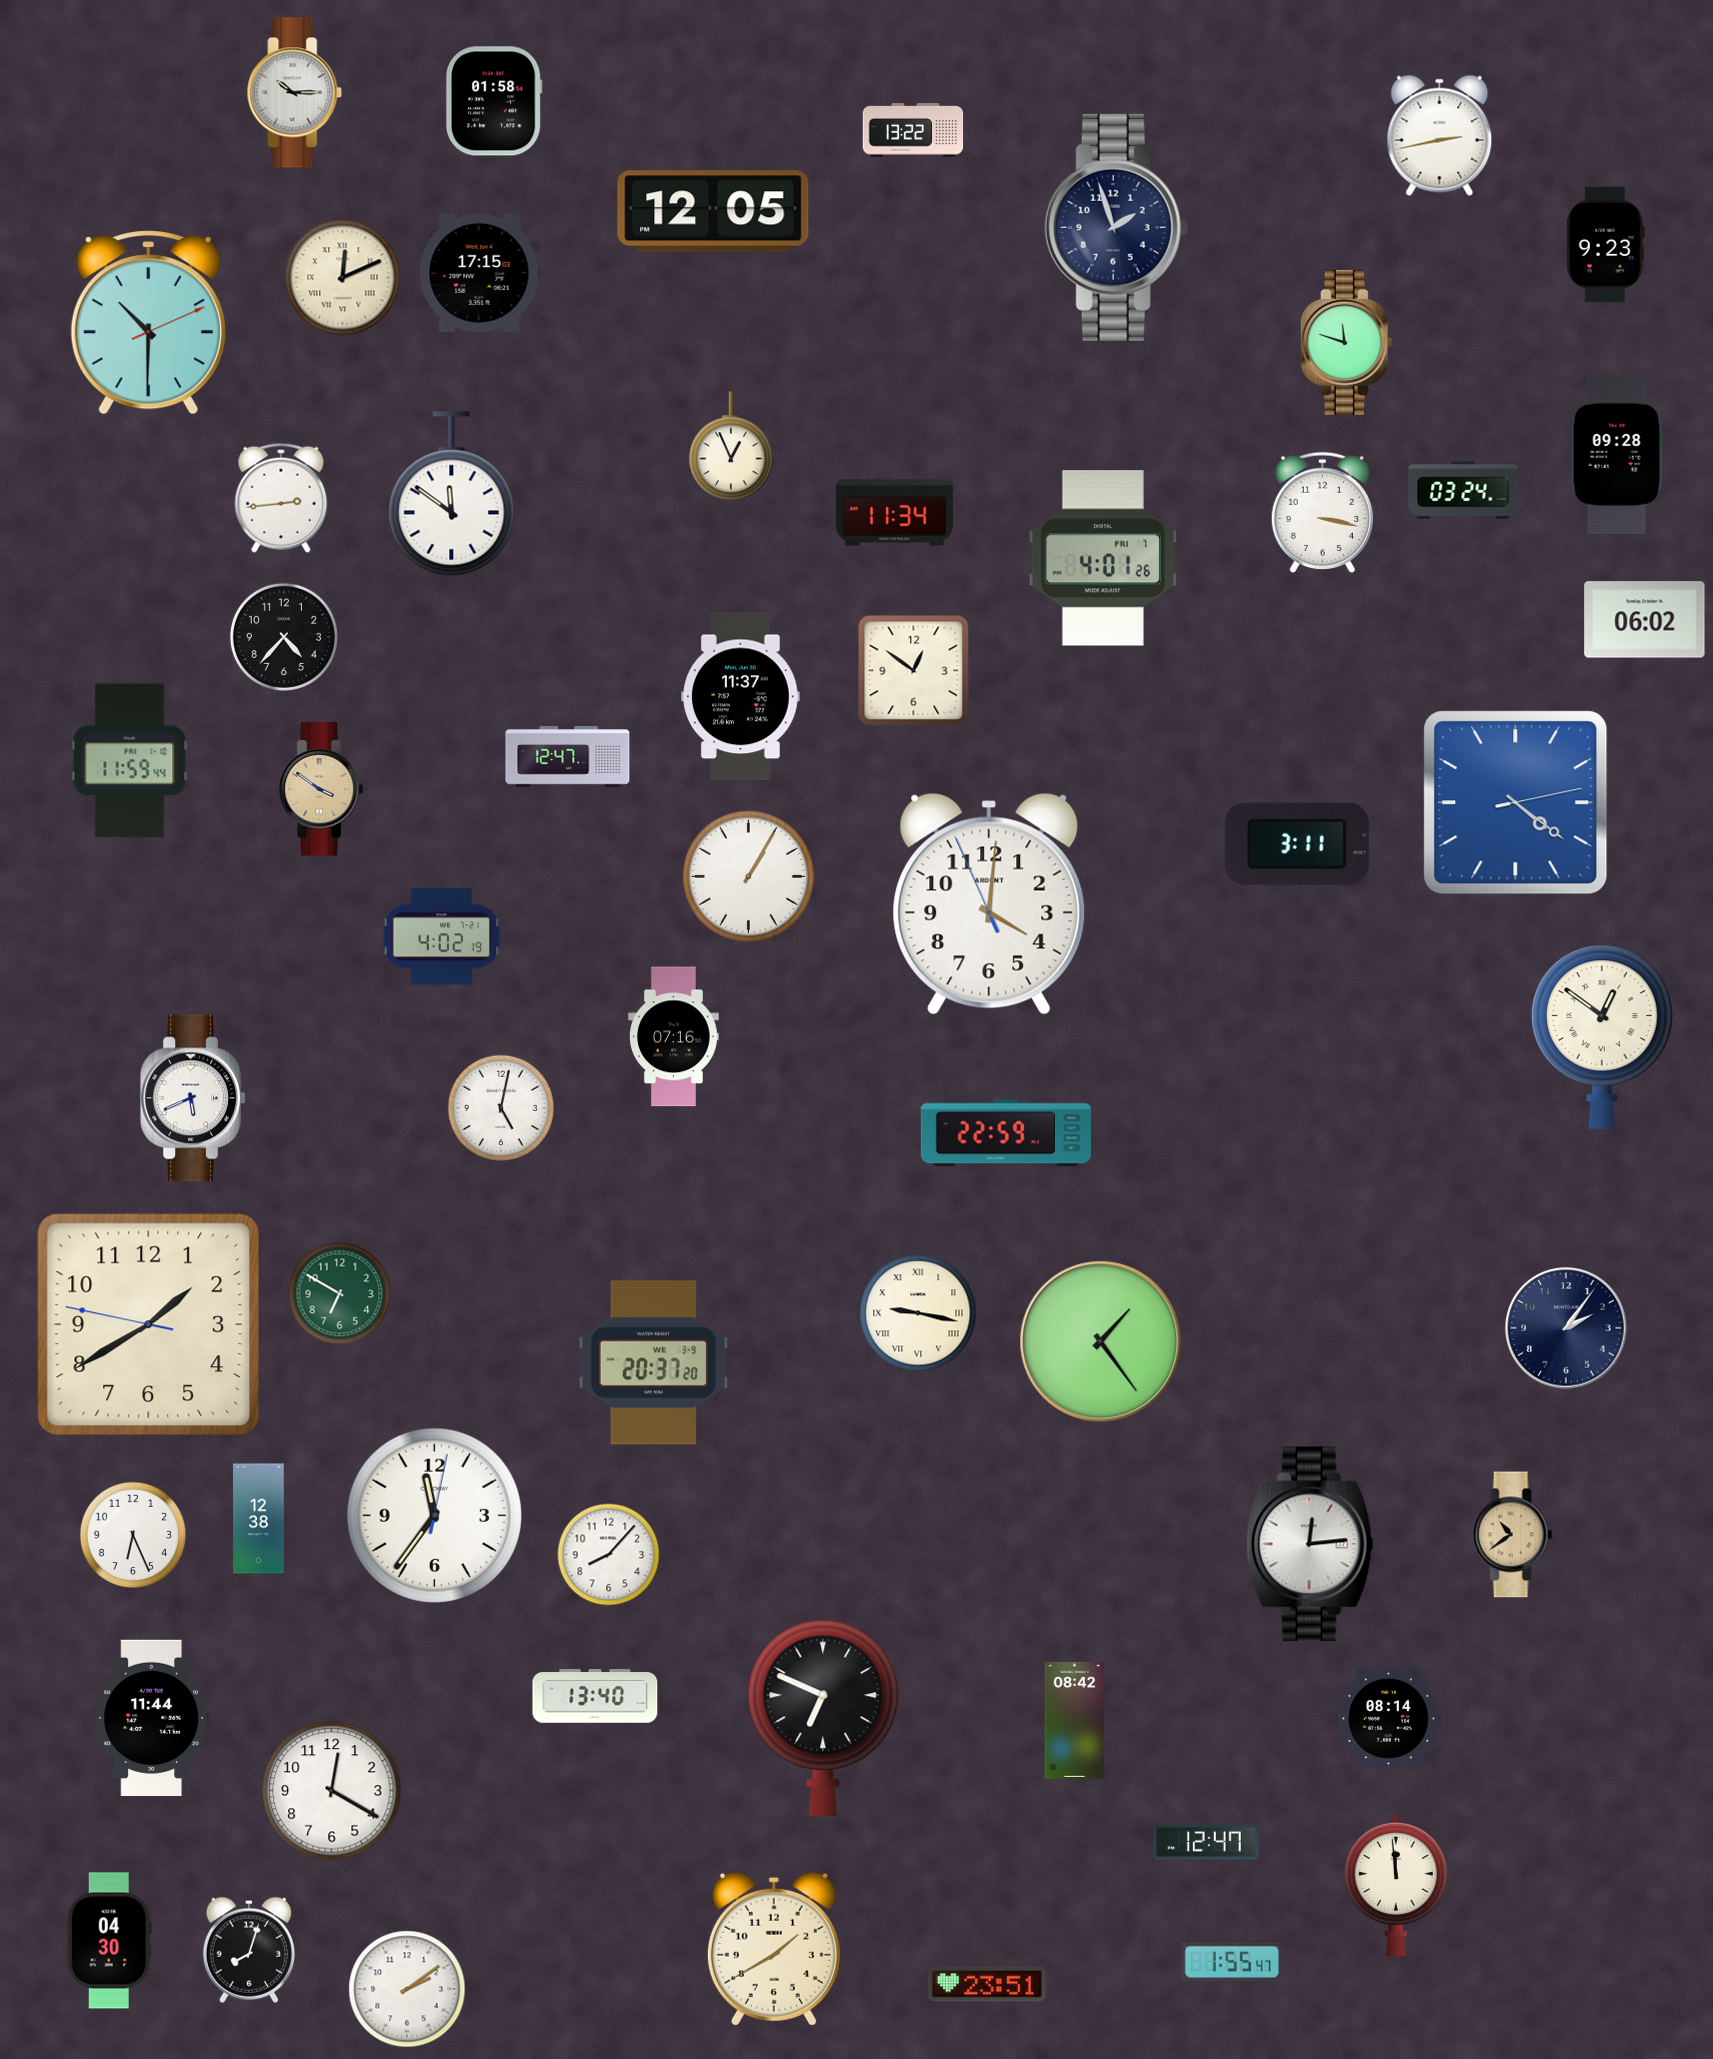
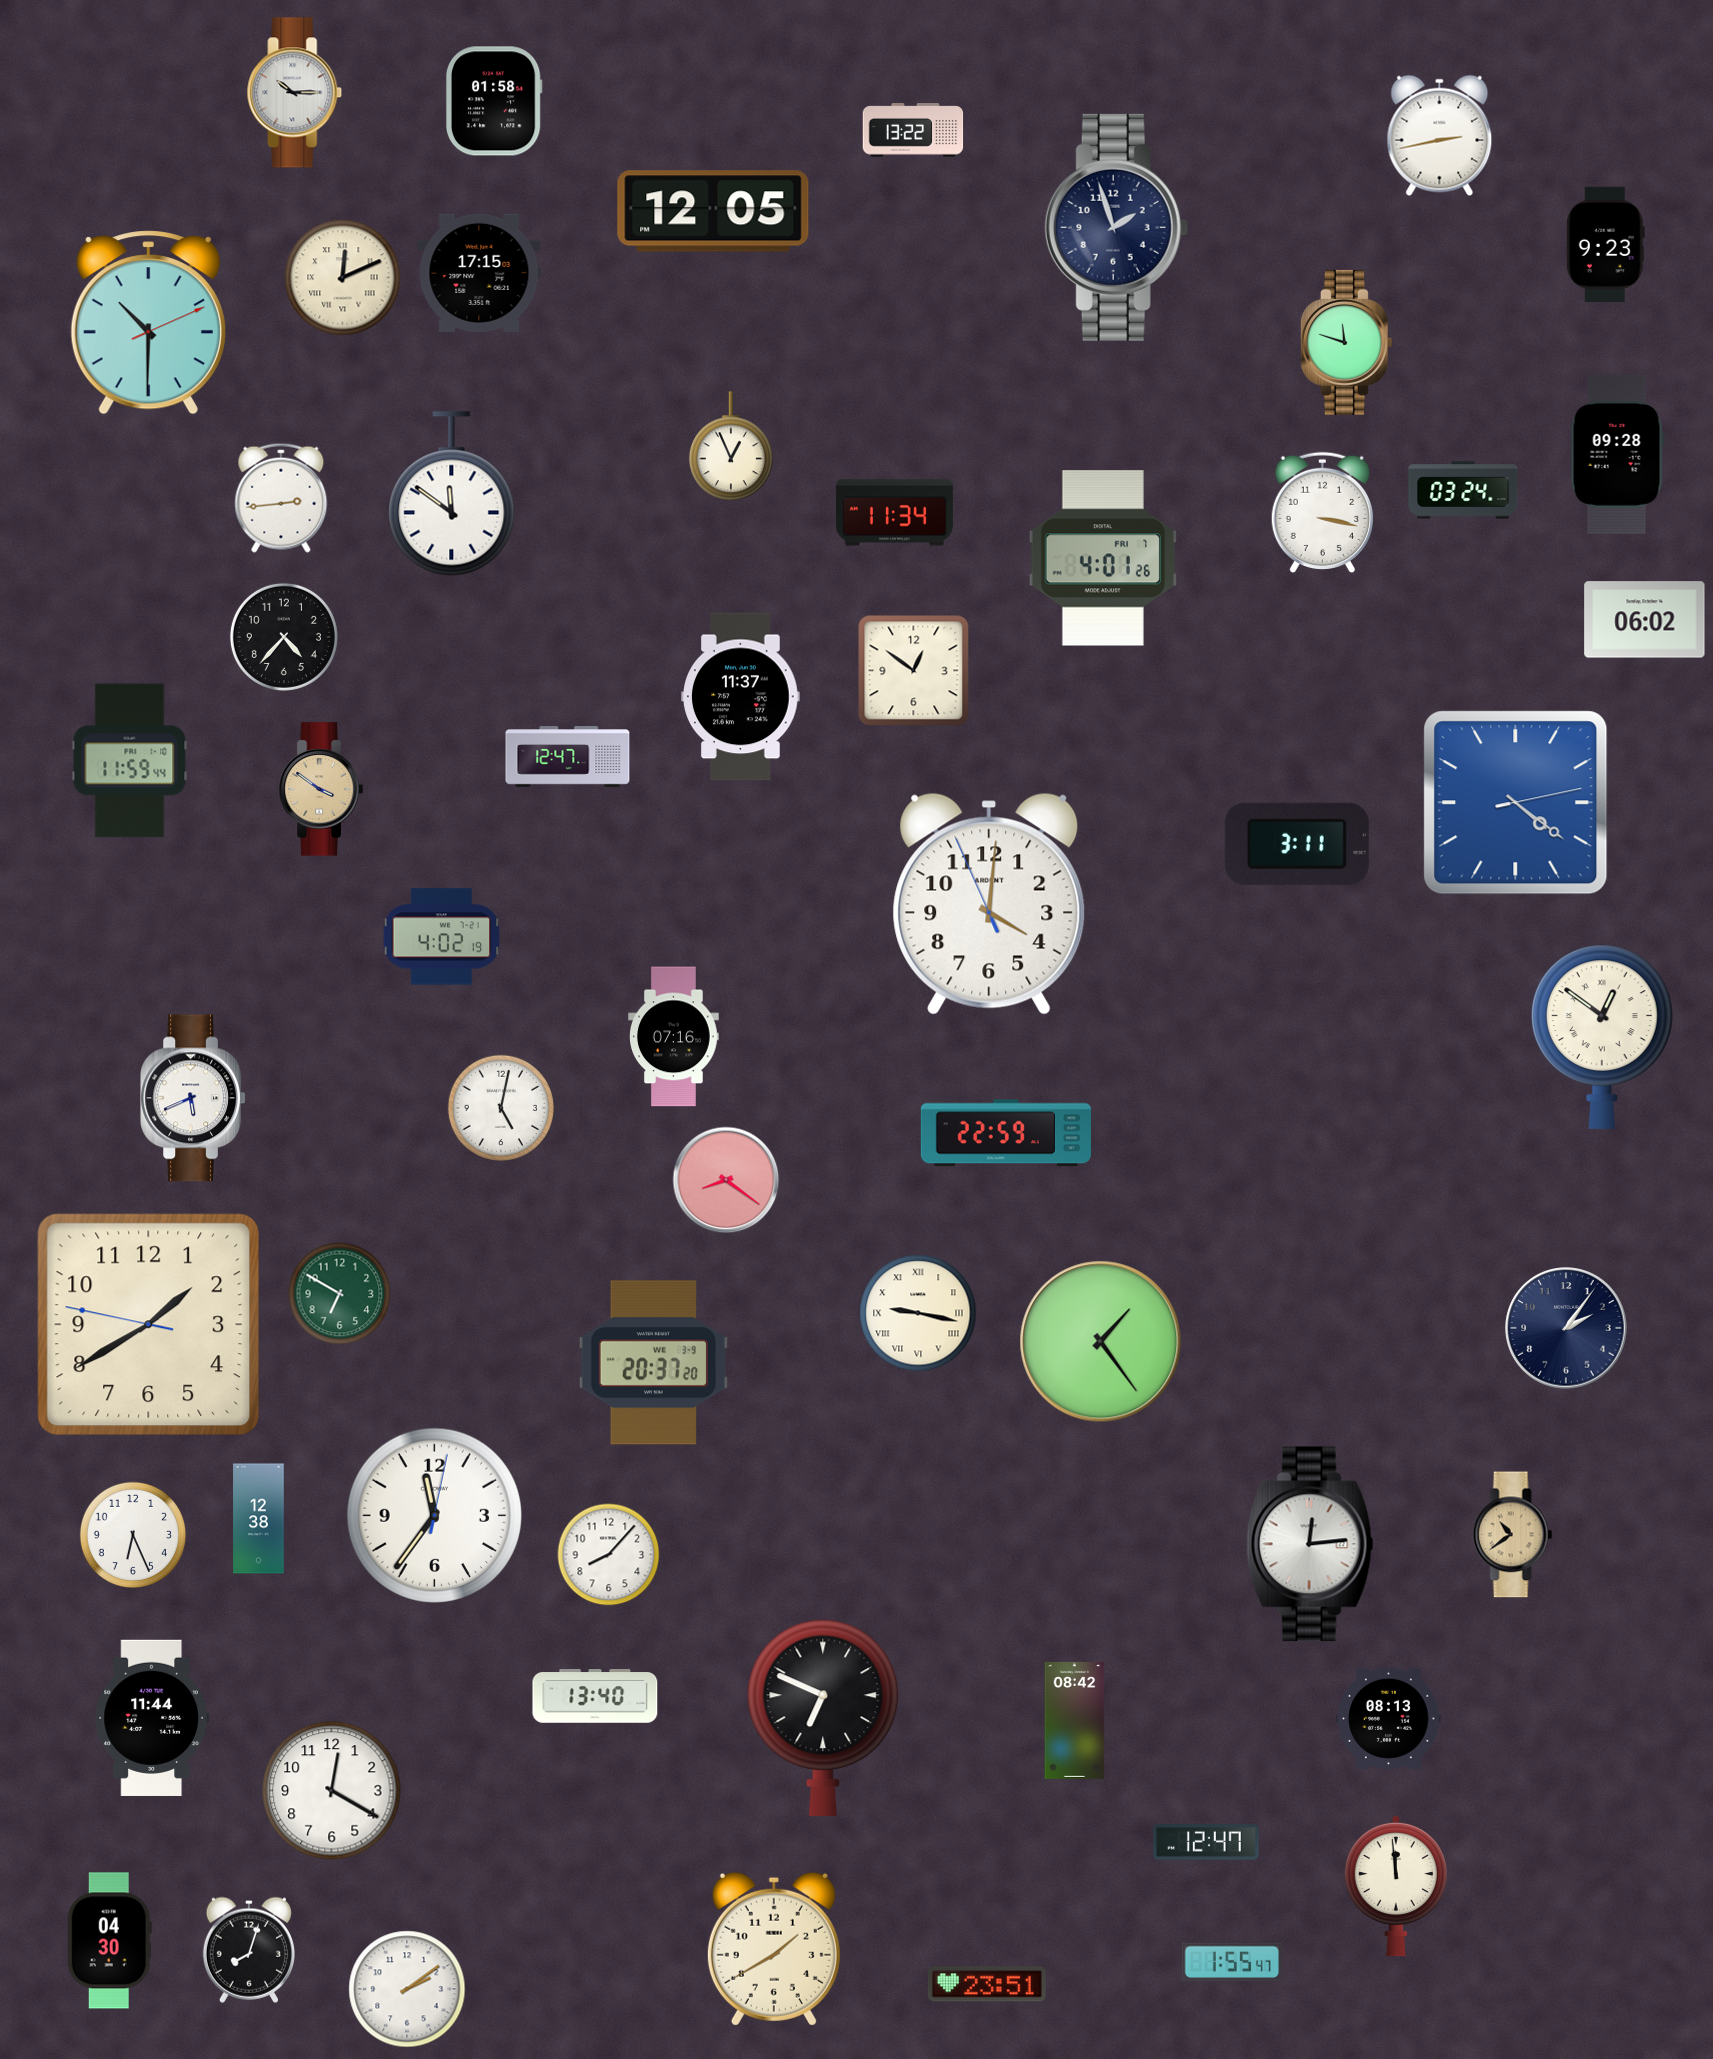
clock at (748, 876): 1:05 -> none
clock at (726, 1180): none -> 8:21
clock at (1389, 1718): 08:14 -> 08:13
